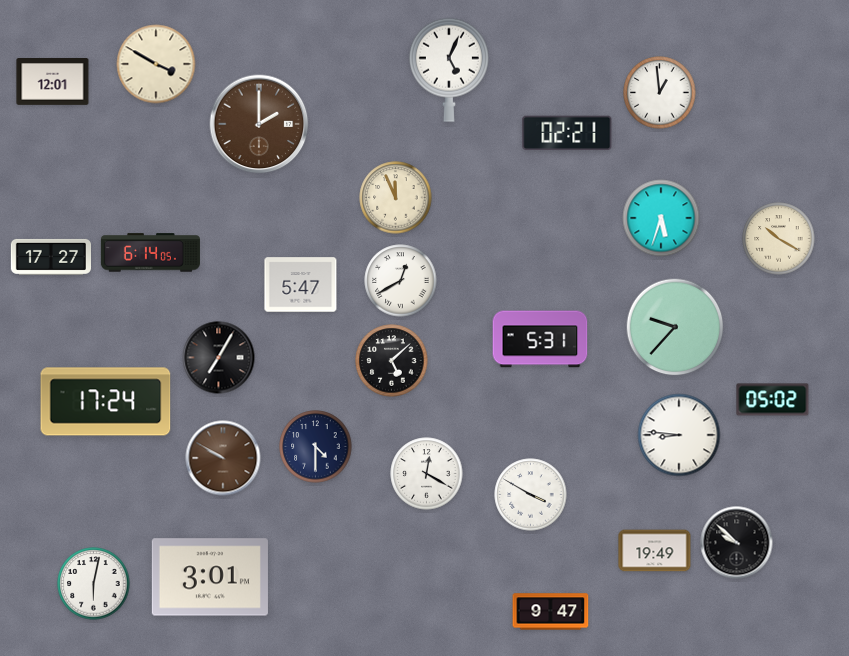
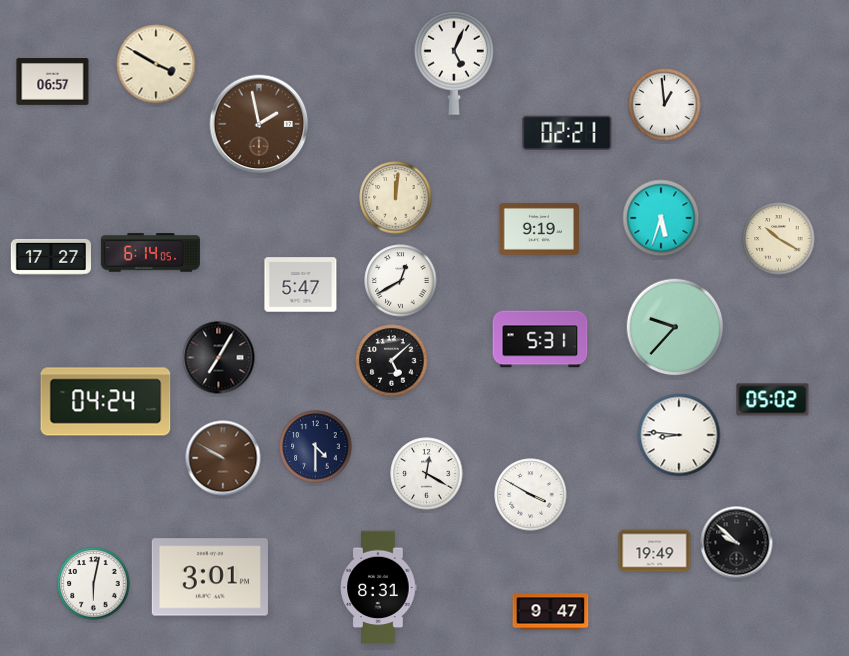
clock at (449, 70) position: (449, 70) -> (454, 63)
clock at (53, 82): 12:01 -> 06:57
clock at (660, 93) position: (660, 93) -> (665, 105)
clock at (259, 124): 2:00 -> 1:58
clock at (396, 198): 11:56 -> 12:01
clock at (539, 229): none -> 9:19
clock at (106, 402): 17:24 -> 04:24
clock at (379, 588): none -> 8:31
